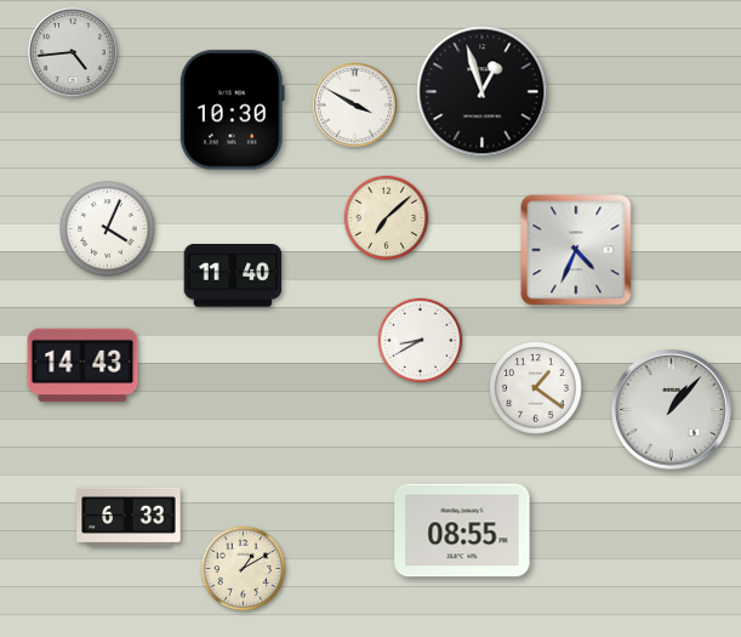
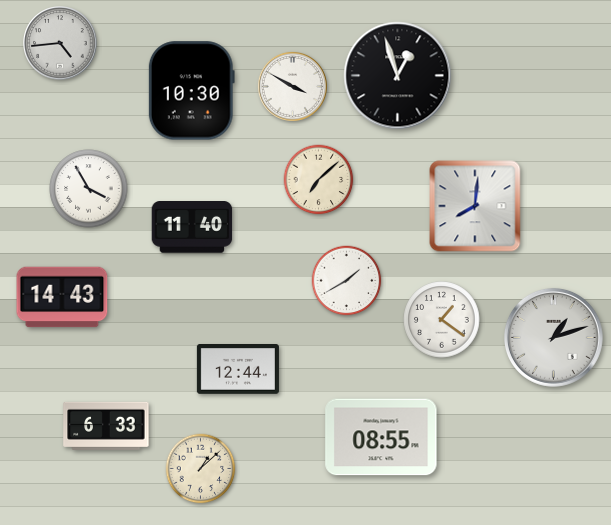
clock at (108, 229): 4:04 -> 3:55
clock at (576, 250): 4:34 -> 8:01
clock at (421, 341): 8:40 -> 1:40
clock at (82, 365) position: (82, 365) -> (62, 297)
clock at (672, 410): 1:07 -> 1:12
clock at (238, 370): none -> 12:44
clock at (244, 569): 1:10 -> 1:08
